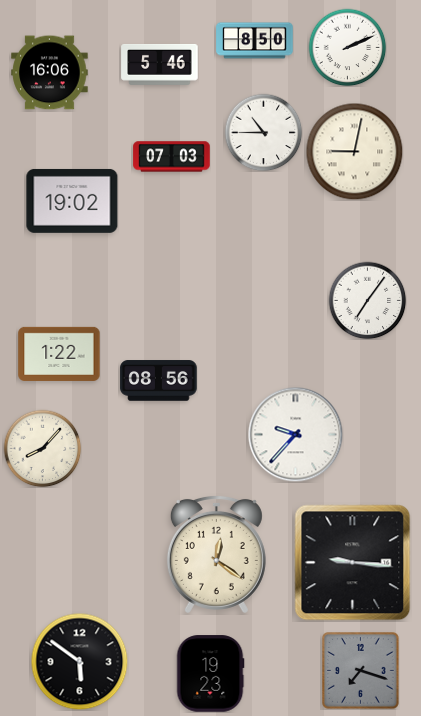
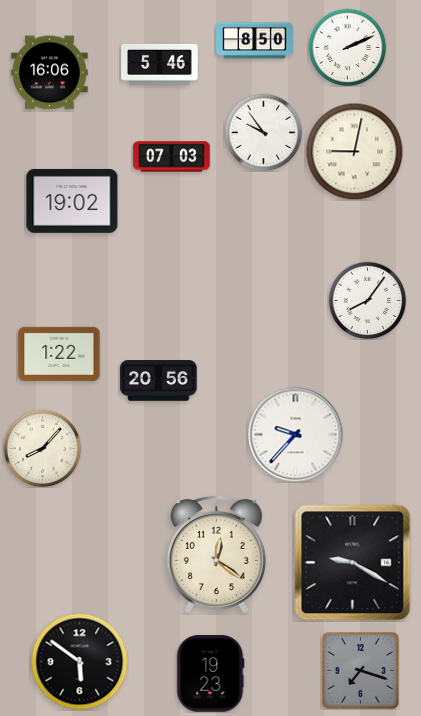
clock at (263, 132): 10:45 -> 9:54
clock at (367, 300): 7:06 -> 8:06
clock at (159, 381): 08:56 -> 20:56
clock at (353, 563): 9:16 -> 9:20
